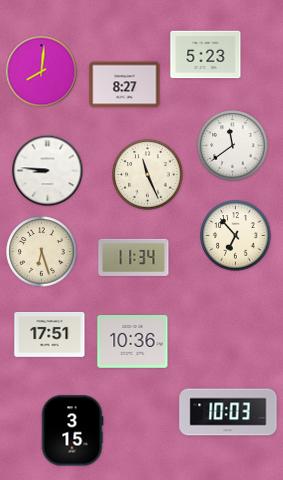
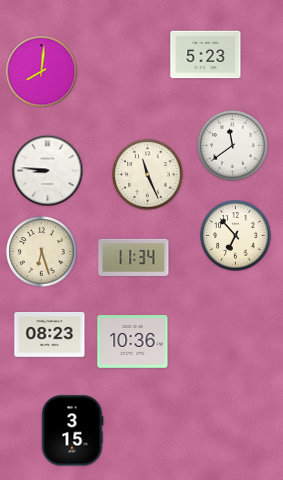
clock at (125, 85): 8:27 -> none
clock at (50, 334): 17:51 -> 08:23
clock at (228, 412): 10:03 -> none
